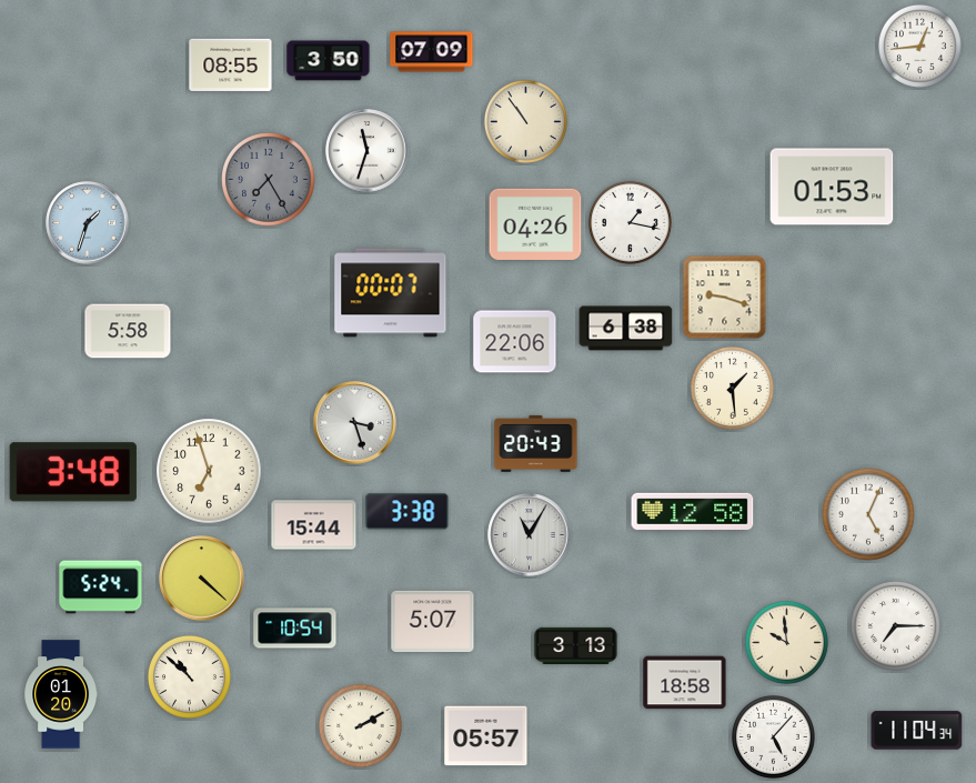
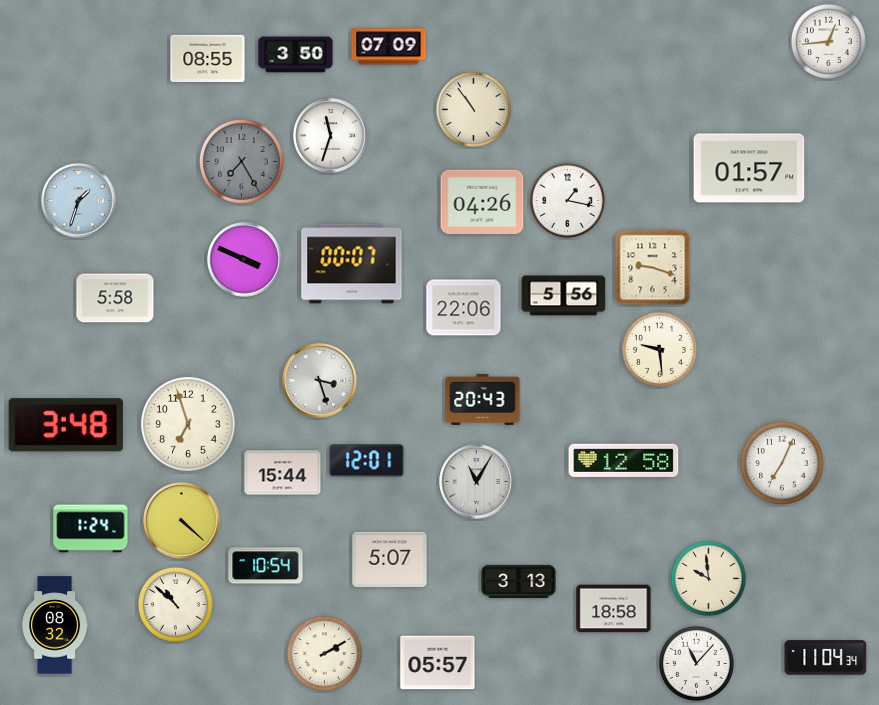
clock at (832, 187): 01:53 -> 01:57
clock at (245, 260): none -> 3:49
clock at (626, 329): 6:38 -> 5:56
clock at (732, 388): 1:29 -> 9:29
clock at (407, 512): 3:38 -> 12:01
clock at (869, 515): 5:04 -> 7:04
clock at (101, 588): 5:24 -> 1:24
clock at (896, 626): 7:15 -> none
clock at (189, 676) position: (189, 676) -> (175, 604)
clock at (685, 683) position: (685, 683) -> (614, 609)
clock at (61, 694): 01:20 -> 08:32
clock at (773, 736): 5:07 -> 11:07
